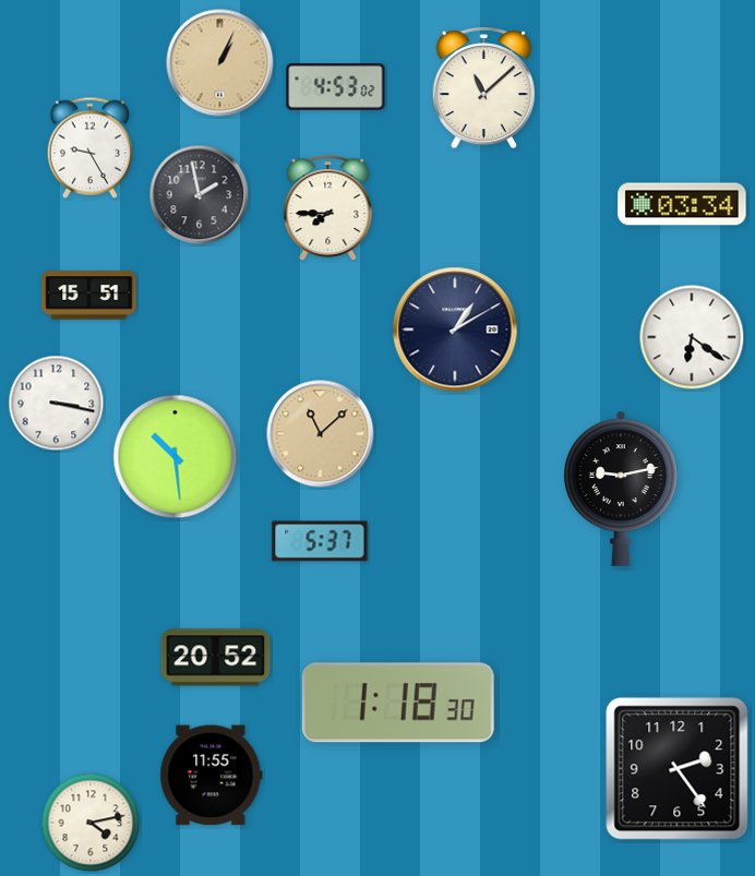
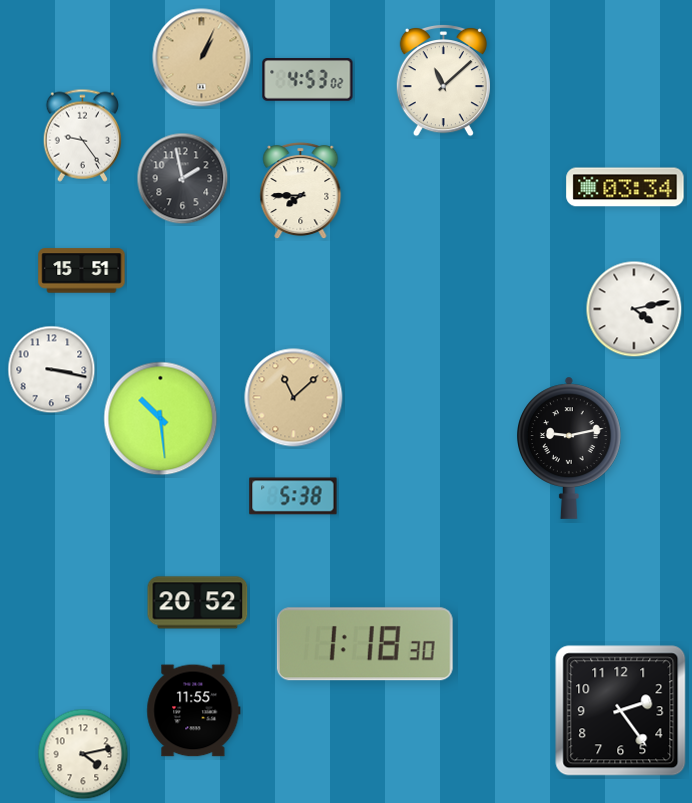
clock at (89, 147): 9:25 -> 9:24
clock at (455, 329): 1:10 -> none
clock at (692, 337): 6:21 -> 4:13
clock at (320, 541): 5:37 -> 5:38
clock at (678, 769) position: (678, 769) -> (621, 711)
